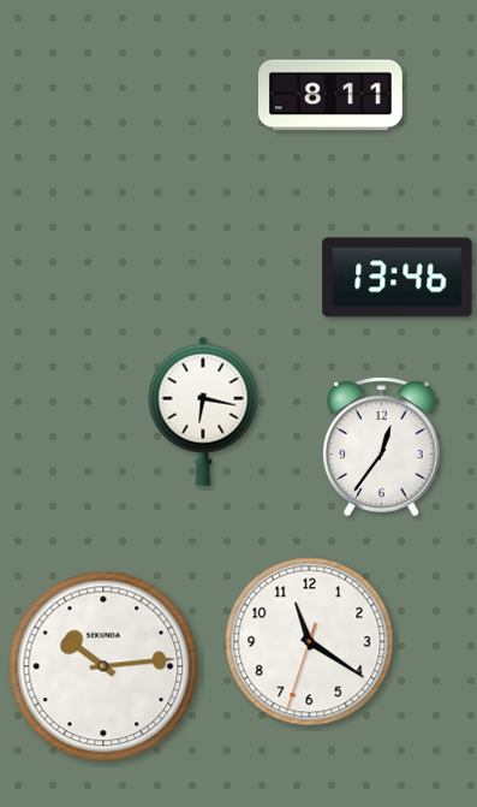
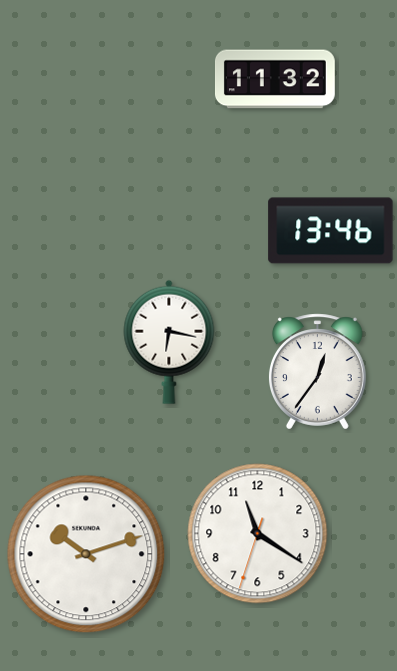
clock at (330, 95): 8:11 -> 11:32
clock at (103, 666): 10:14 -> 10:12
